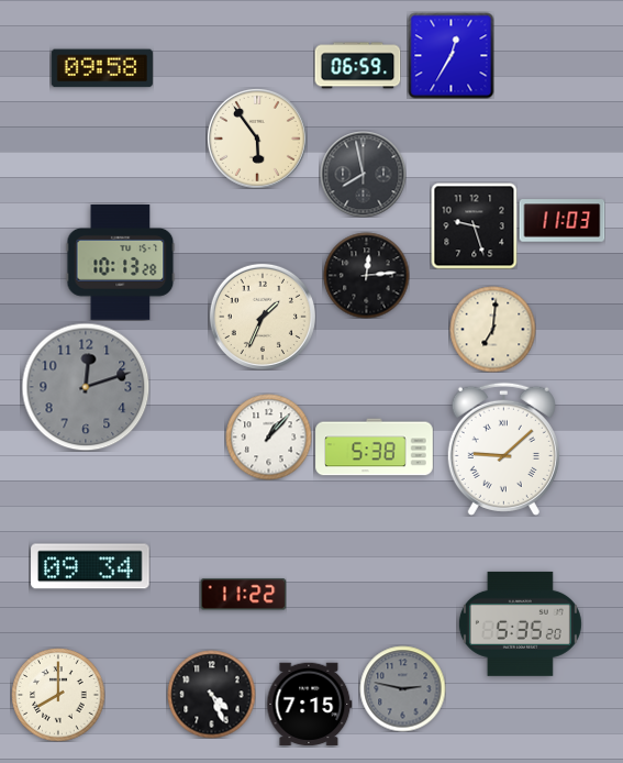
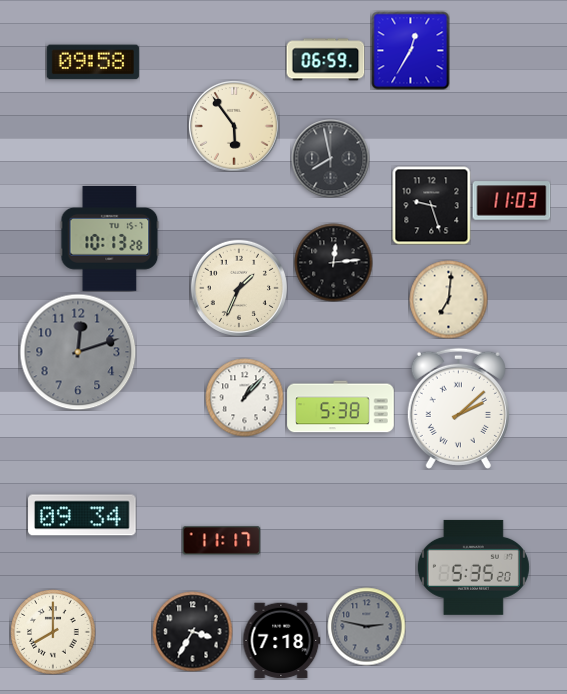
clock at (366, 275) position: (366, 275) -> (333, 262)
clock at (503, 449): 9:08 -> 2:08
clock at (243, 595): 11:22 -> 11:17
clock at (211, 694): 4:26 -> 3:35
clock at (309, 705): 7:15 -> 7:18
